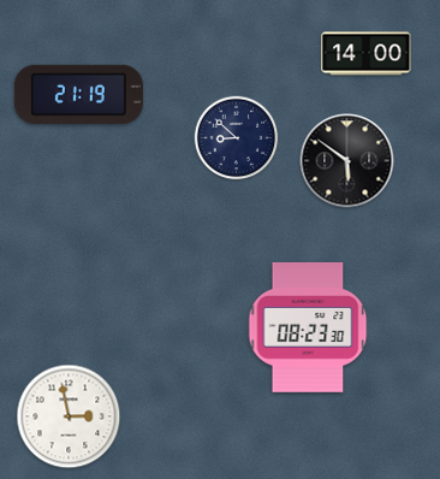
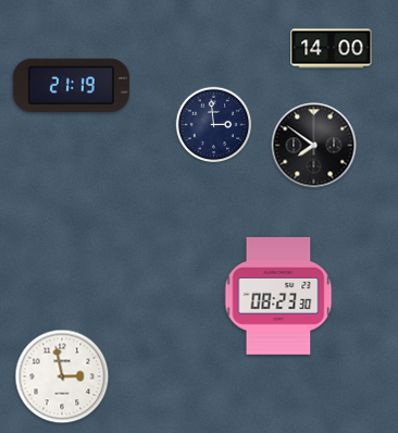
clock at (237, 138): 8:52 -> 2:59
clock at (347, 161): 5:51 -> 7:51
